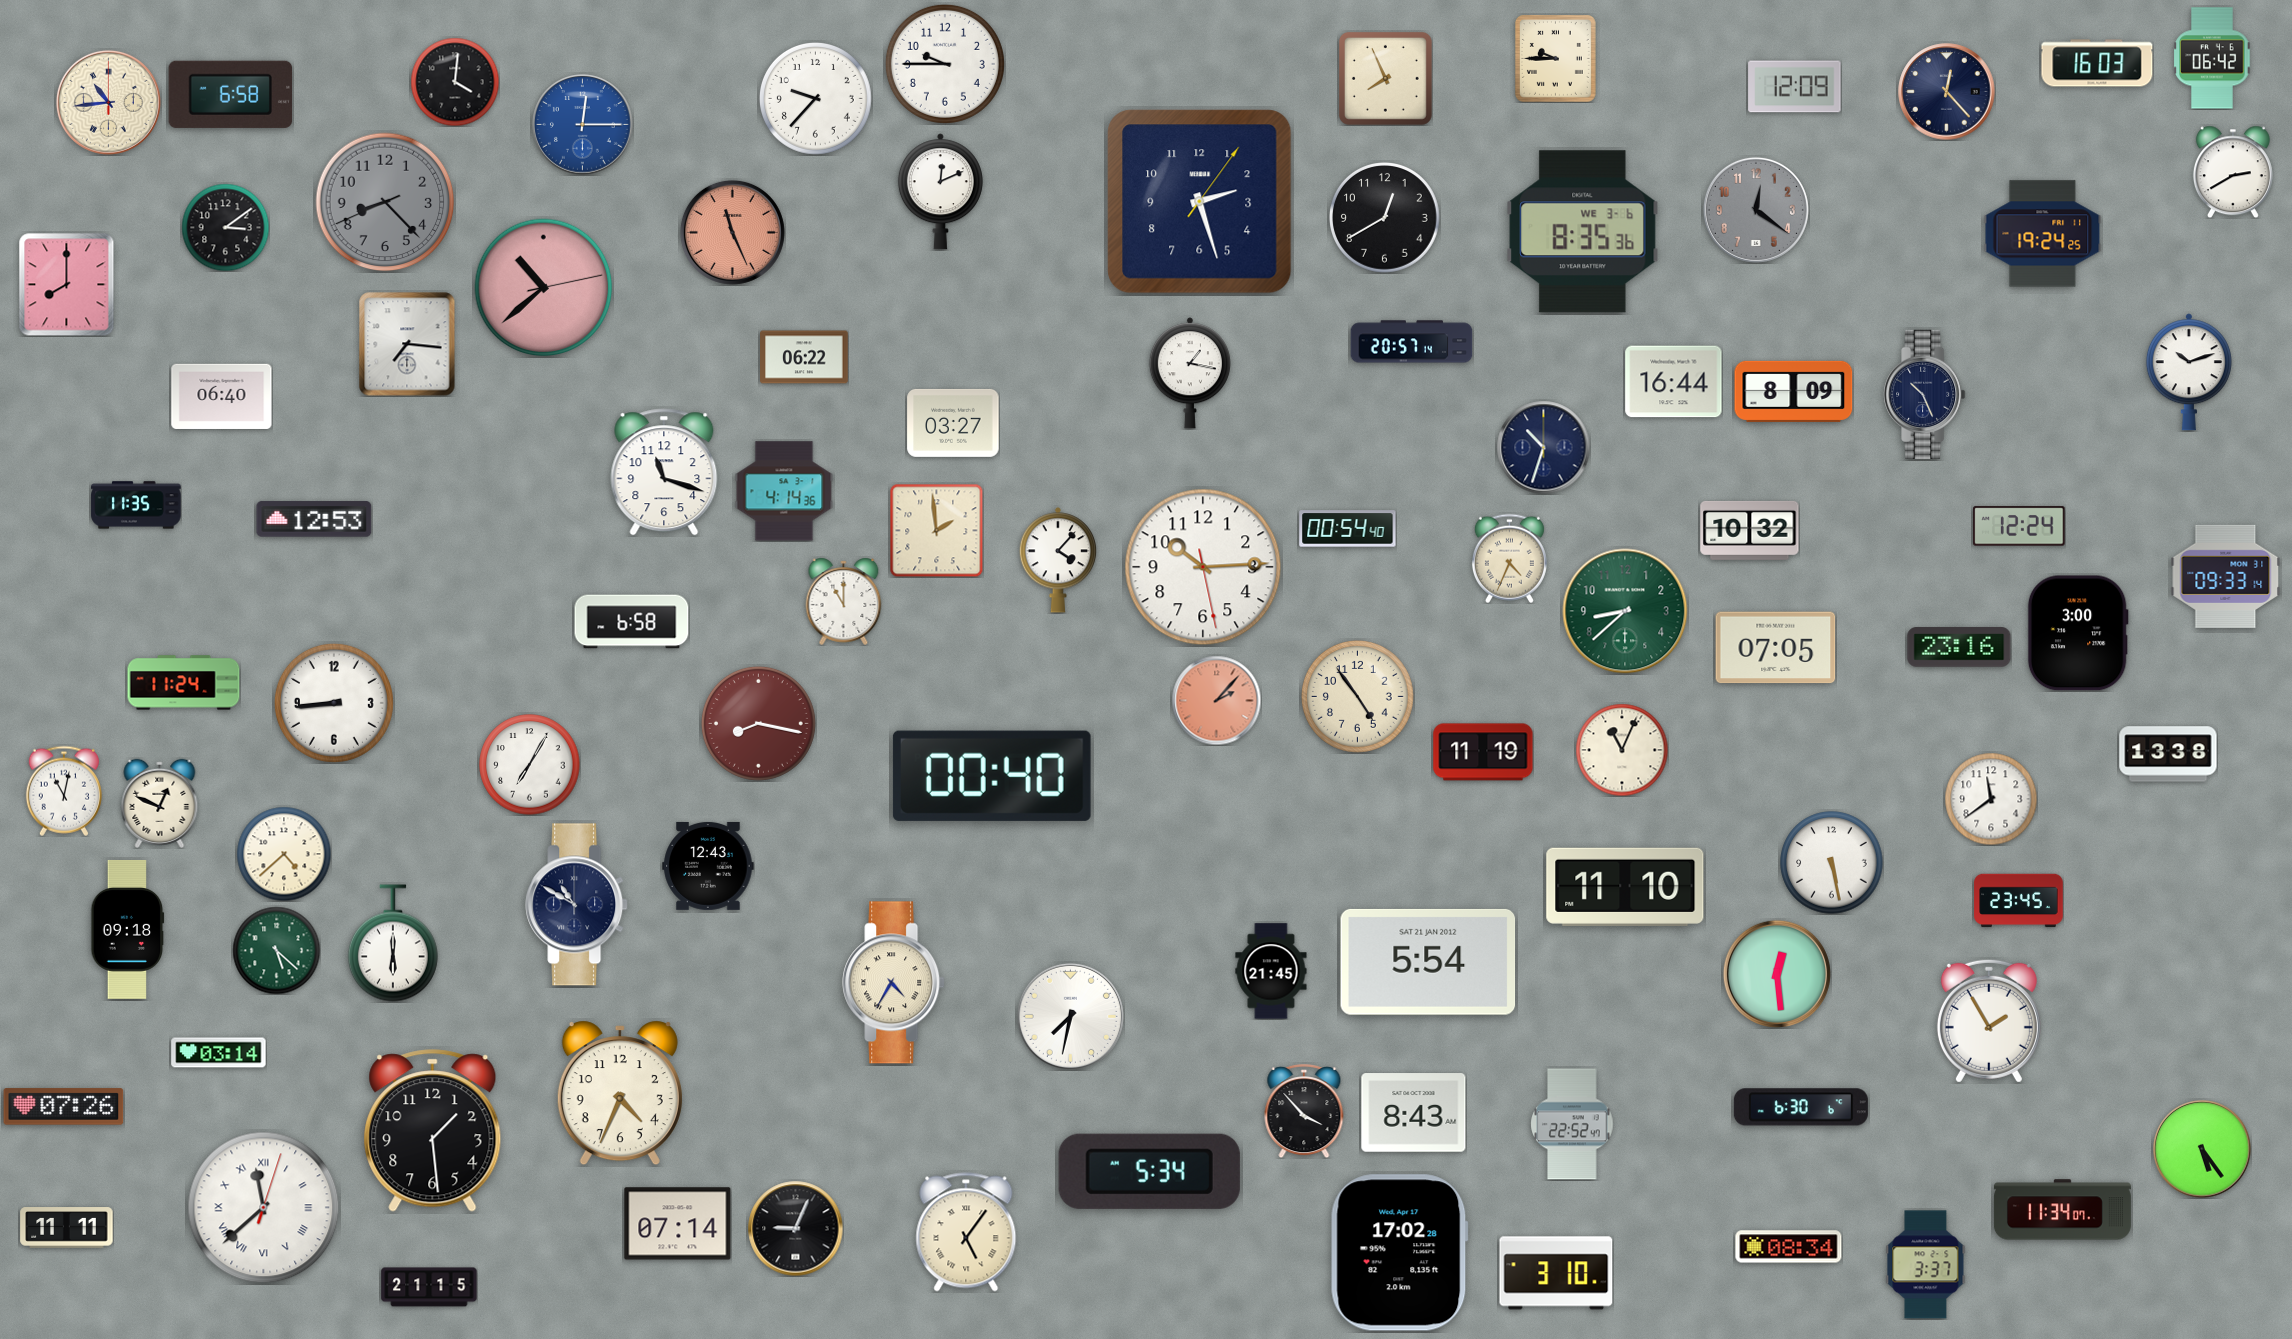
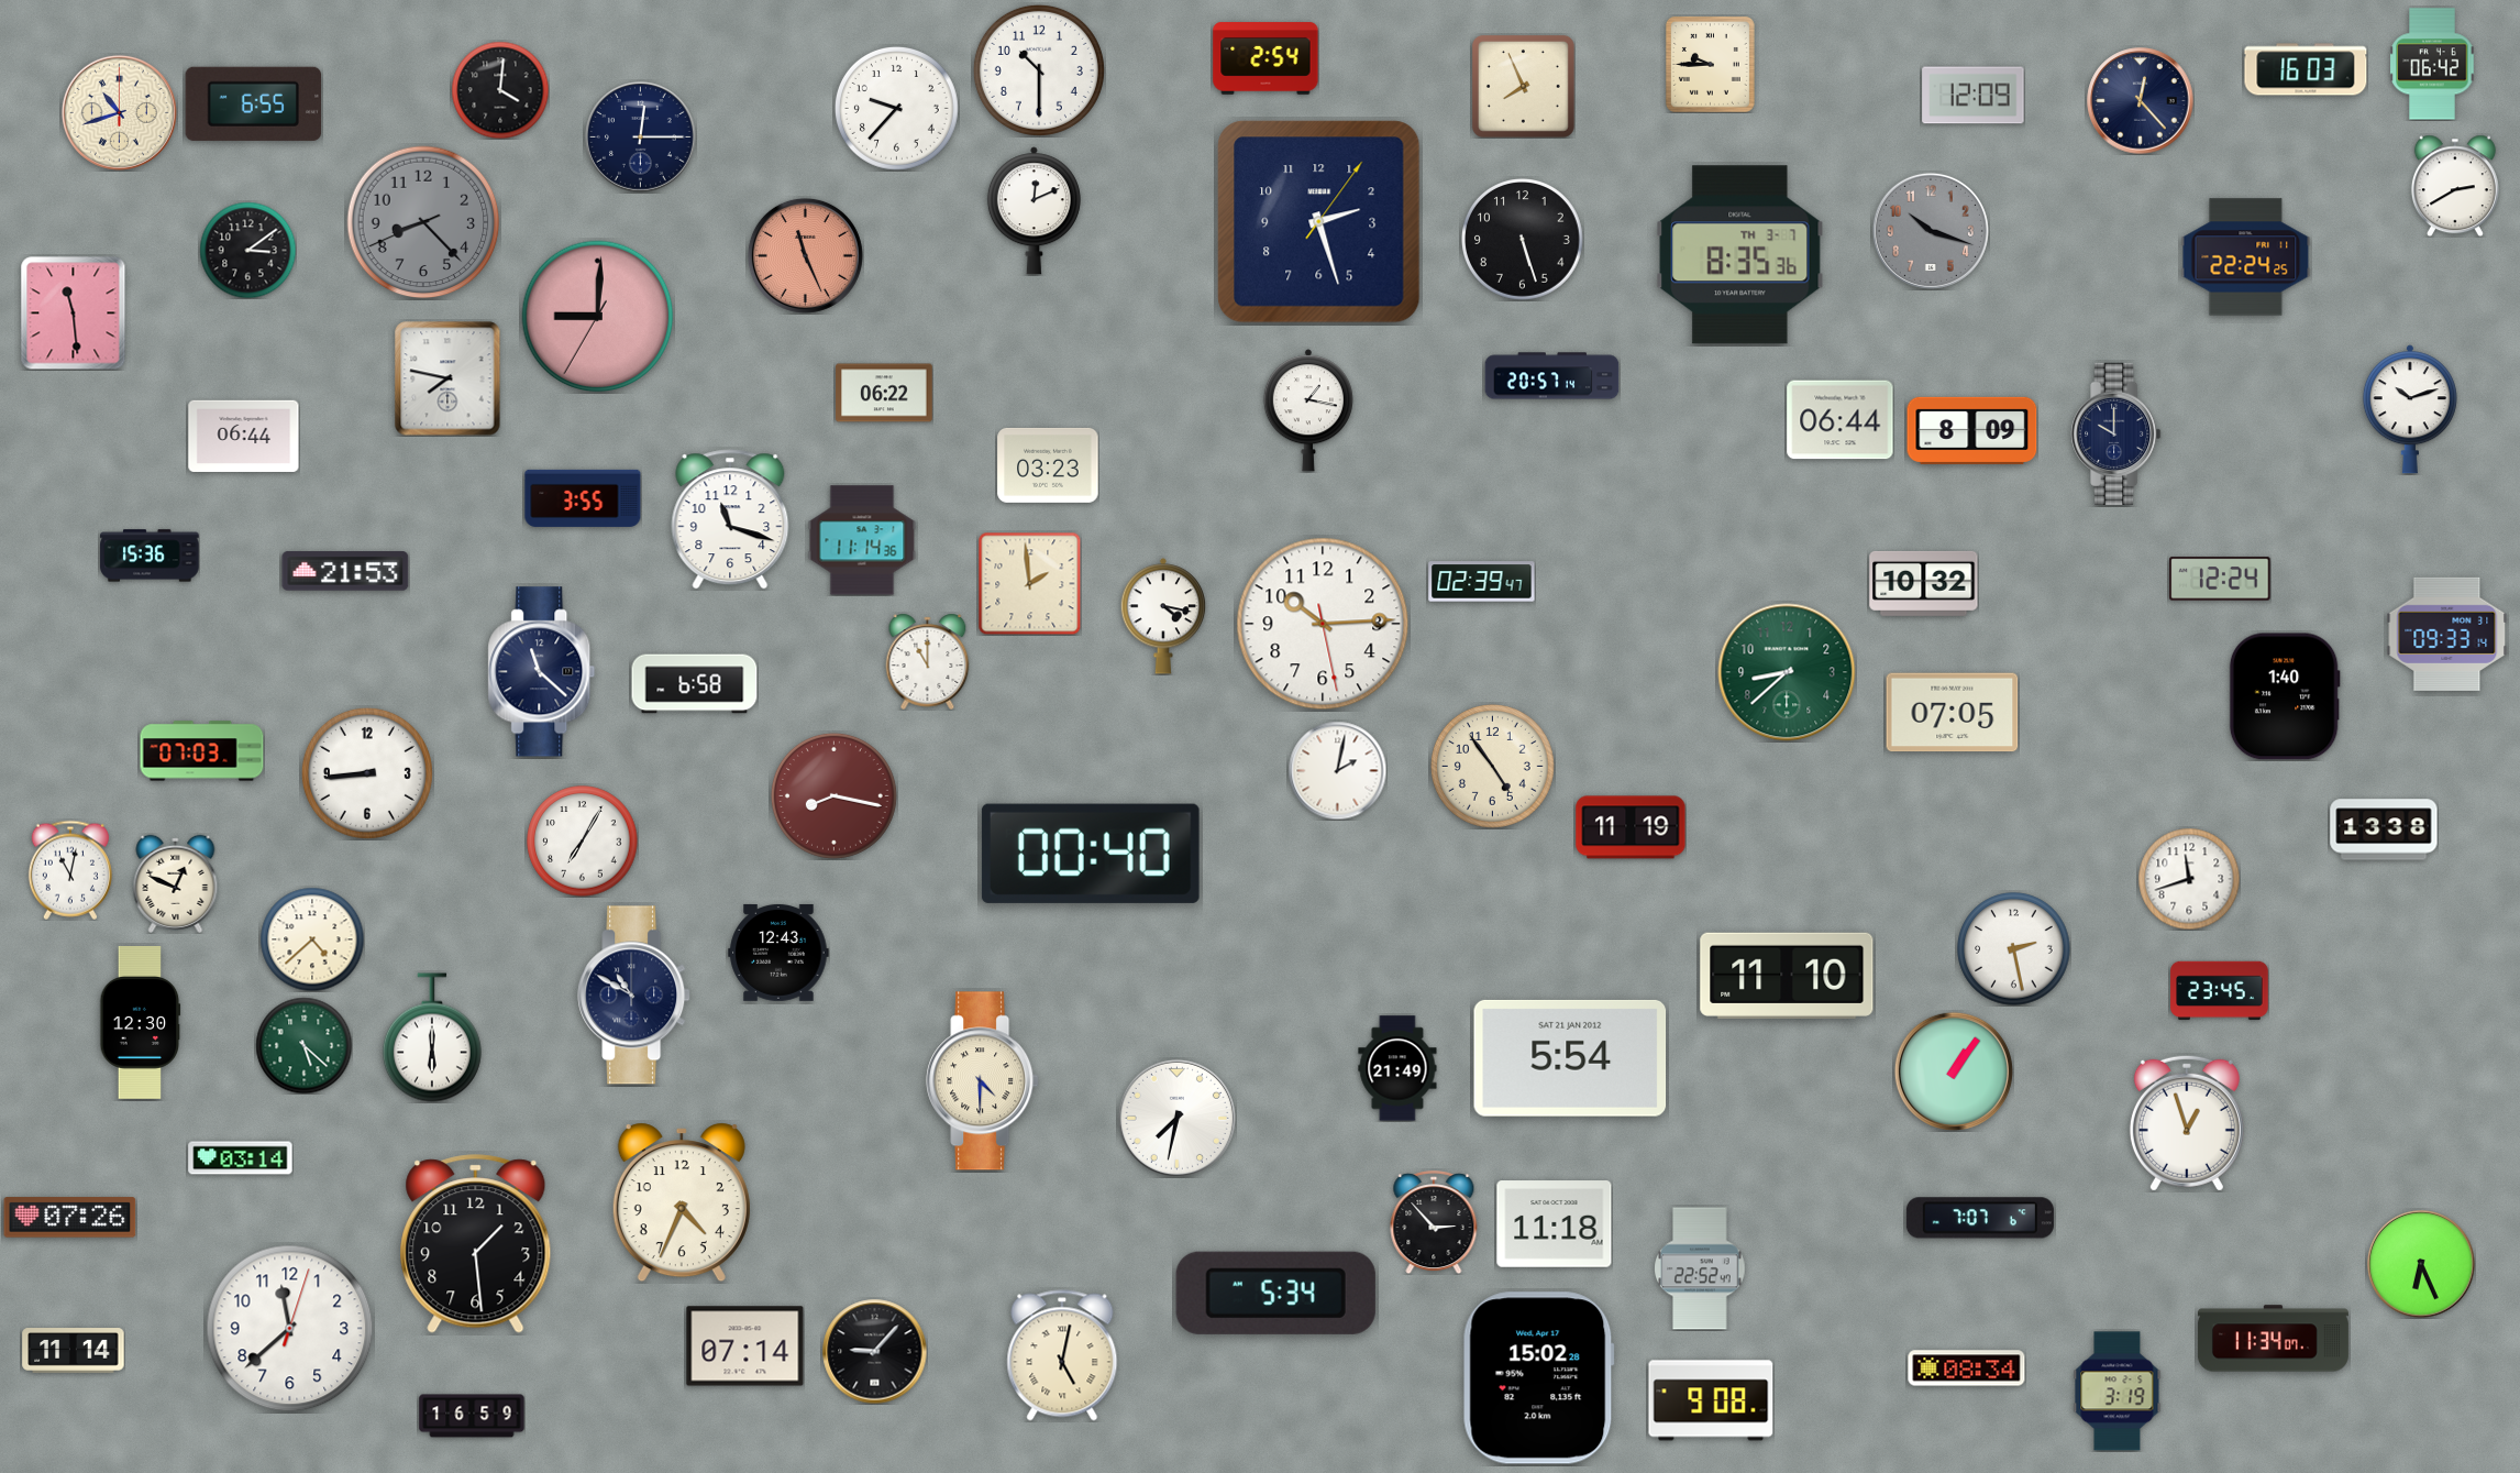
clock at (1265, 58): none -> 2:54
clock at (945, 64): 9:45 -> 10:30
clock at (231, 94): 6:58 -> 6:55
clock at (108, 102): 10:44 -> 10:42
clock at (583, 125) dial: blue -> navy
clock at (2233, 172) position: (2233, 172) -> (2455, 186)
clock at (1756, 210): 12:21 -> 10:18
clock at (1385, 218): 12:40 -> 5:27
clock at (1583, 232) date: WE 3-6 -> TH 3-7
clock at (2043, 234): 19:24 -> 22:24
clock at (67, 285): 8:00 -> 11:29
clock at (544, 288): 10:38 -> 9:00
clock at (407, 344): 7:16 -> 7:47
clock at (2189, 372) position: (2189, 372) -> (2410, 409)
clock at (1674, 382): 16:44 -> 06:44
clock at (1925, 394): 10:26 -> 10:00
clock at (222, 396): 06:40 -> 06:44
clock at (953, 423): 03:27 -> 03:23
clock at (1543, 447): 10:33 -> none
clock at (583, 498): none -> 3:55
clock at (784, 491): 4:14 -> 11:14
clock at (136, 505): 11:35 -> 15:36
clock at (314, 519): 12:53 -> 21:53
clock at (1348, 529): 00:54 -> 02:39
clock at (1509, 558): 4:34 -> none
clock at (1058, 560): 4:07 -> 4:17
clock at (542, 672): none -> 11:22
clock at (2078, 633): 3:00 -> 1:40
clock at (1959, 647): 23:16 -> none
clock at (184, 683): 11:24 -> 07:03
clock at (1216, 700): 2:07 -> 2:02
clock at (1216, 700) dial: salmon -> white
clock at (1622, 750): 11:04 -> none
clock at (1991, 799): 11:39 -> 11:42
clock at (1832, 863): 5:28 -> 2:28
clock at (128, 929): 09:18 -> 12:30
clock at (1271, 971): 21:45 -> 21:49
clock at (1777, 974): 12:29 -> 1:06
clock at (894, 983): 4:35 -> 4:30
clock at (1989, 1021): 1:55 -> 12:57
clock at (1801, 1107): 6:30 -> 7:07
clock at (1304, 1112): 3:53 -> 2:53
clock at (1414, 1113): 8:43 -> 11:18
clock at (1572, 1124) position: (1572, 1124) -> (1700, 1268)
clock at (2202, 1149): 5:24 -> 6:26
clock at (1149, 1171) position: (1149, 1171) -> (1275, 1293)
clock at (264, 1208) numerals: Roman -> Arabic
clock at (2062, 1210) position: (2062, 1210) -> (2273, 1339)
clock at (67, 1228): 11:11 -> 11:14
clock at (795, 1228): 9:04 -> 9:07
clock at (966, 1232): 5:06 -> 5:02
clock at (1789, 1247) position: (1789, 1247) -> (1967, 1368)
clock at (1399, 1253): 17:02 -> 15:02
clock at (1926, 1265): 3:37 -> 3:19
clock at (1556, 1273): 3:10 -> 9:08
clock at (429, 1287): 21:15 -> 16:59
